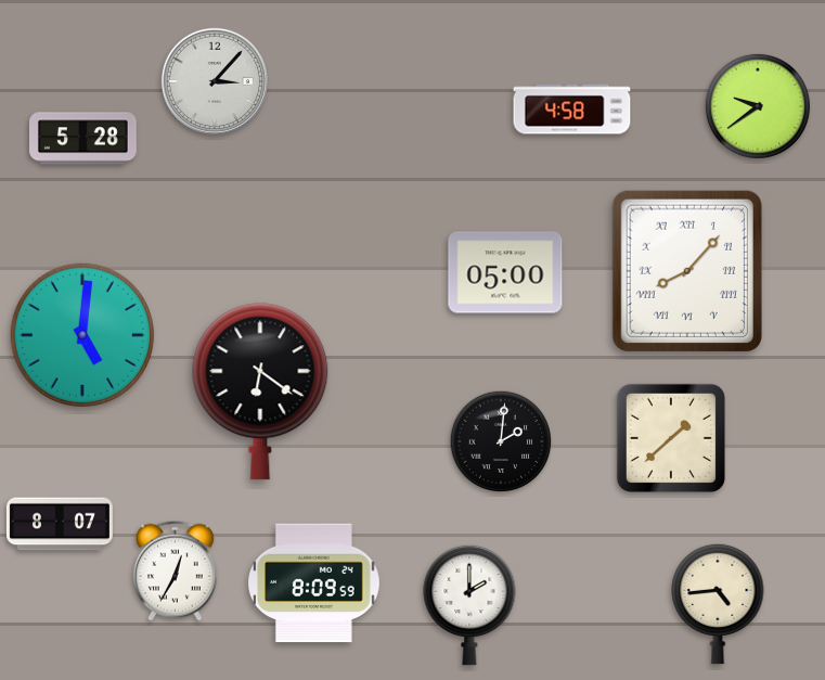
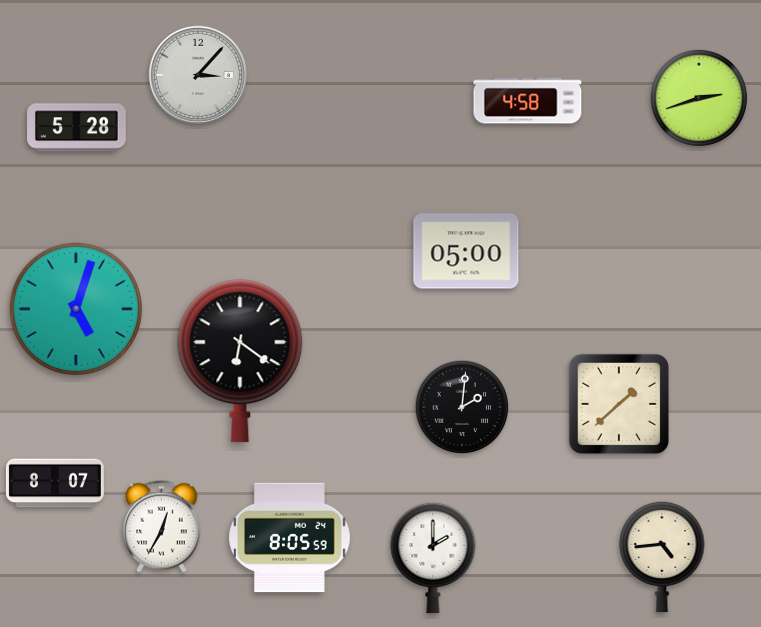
clock at (758, 106): 9:39 -> 2:42
clock at (687, 271): 8:07 -> none
clock at (82, 335): 5:01 -> 5:03
clock at (314, 583): 8:09 -> 8:05
